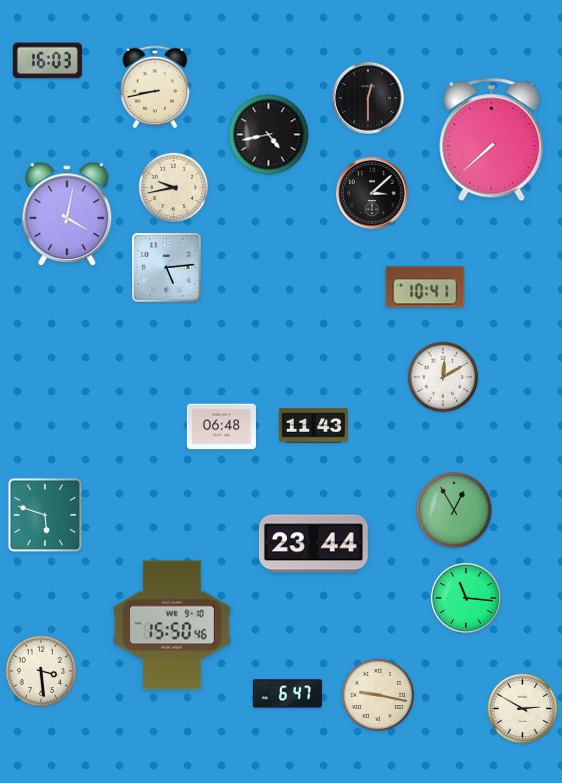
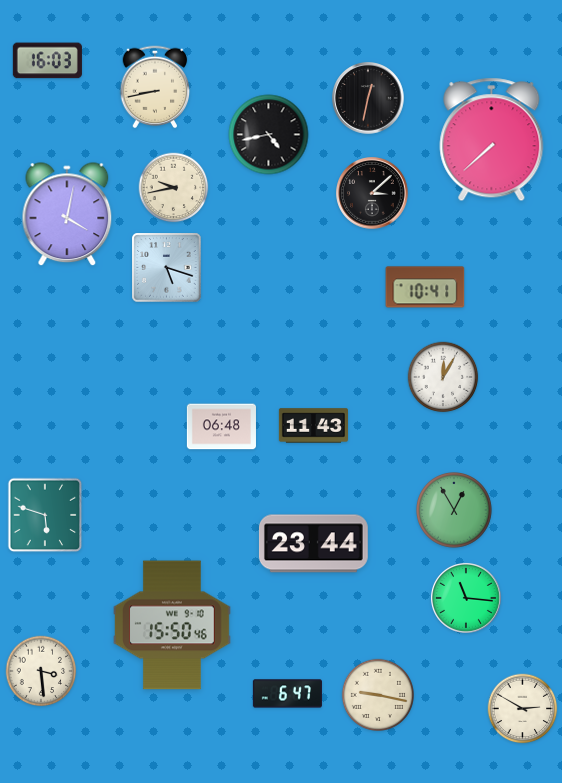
clock at (368, 98): 12:30 -> 12:32
clock at (167, 268): 5:14 -> 5:18
clock at (443, 377): 12:10 -> 12:05
